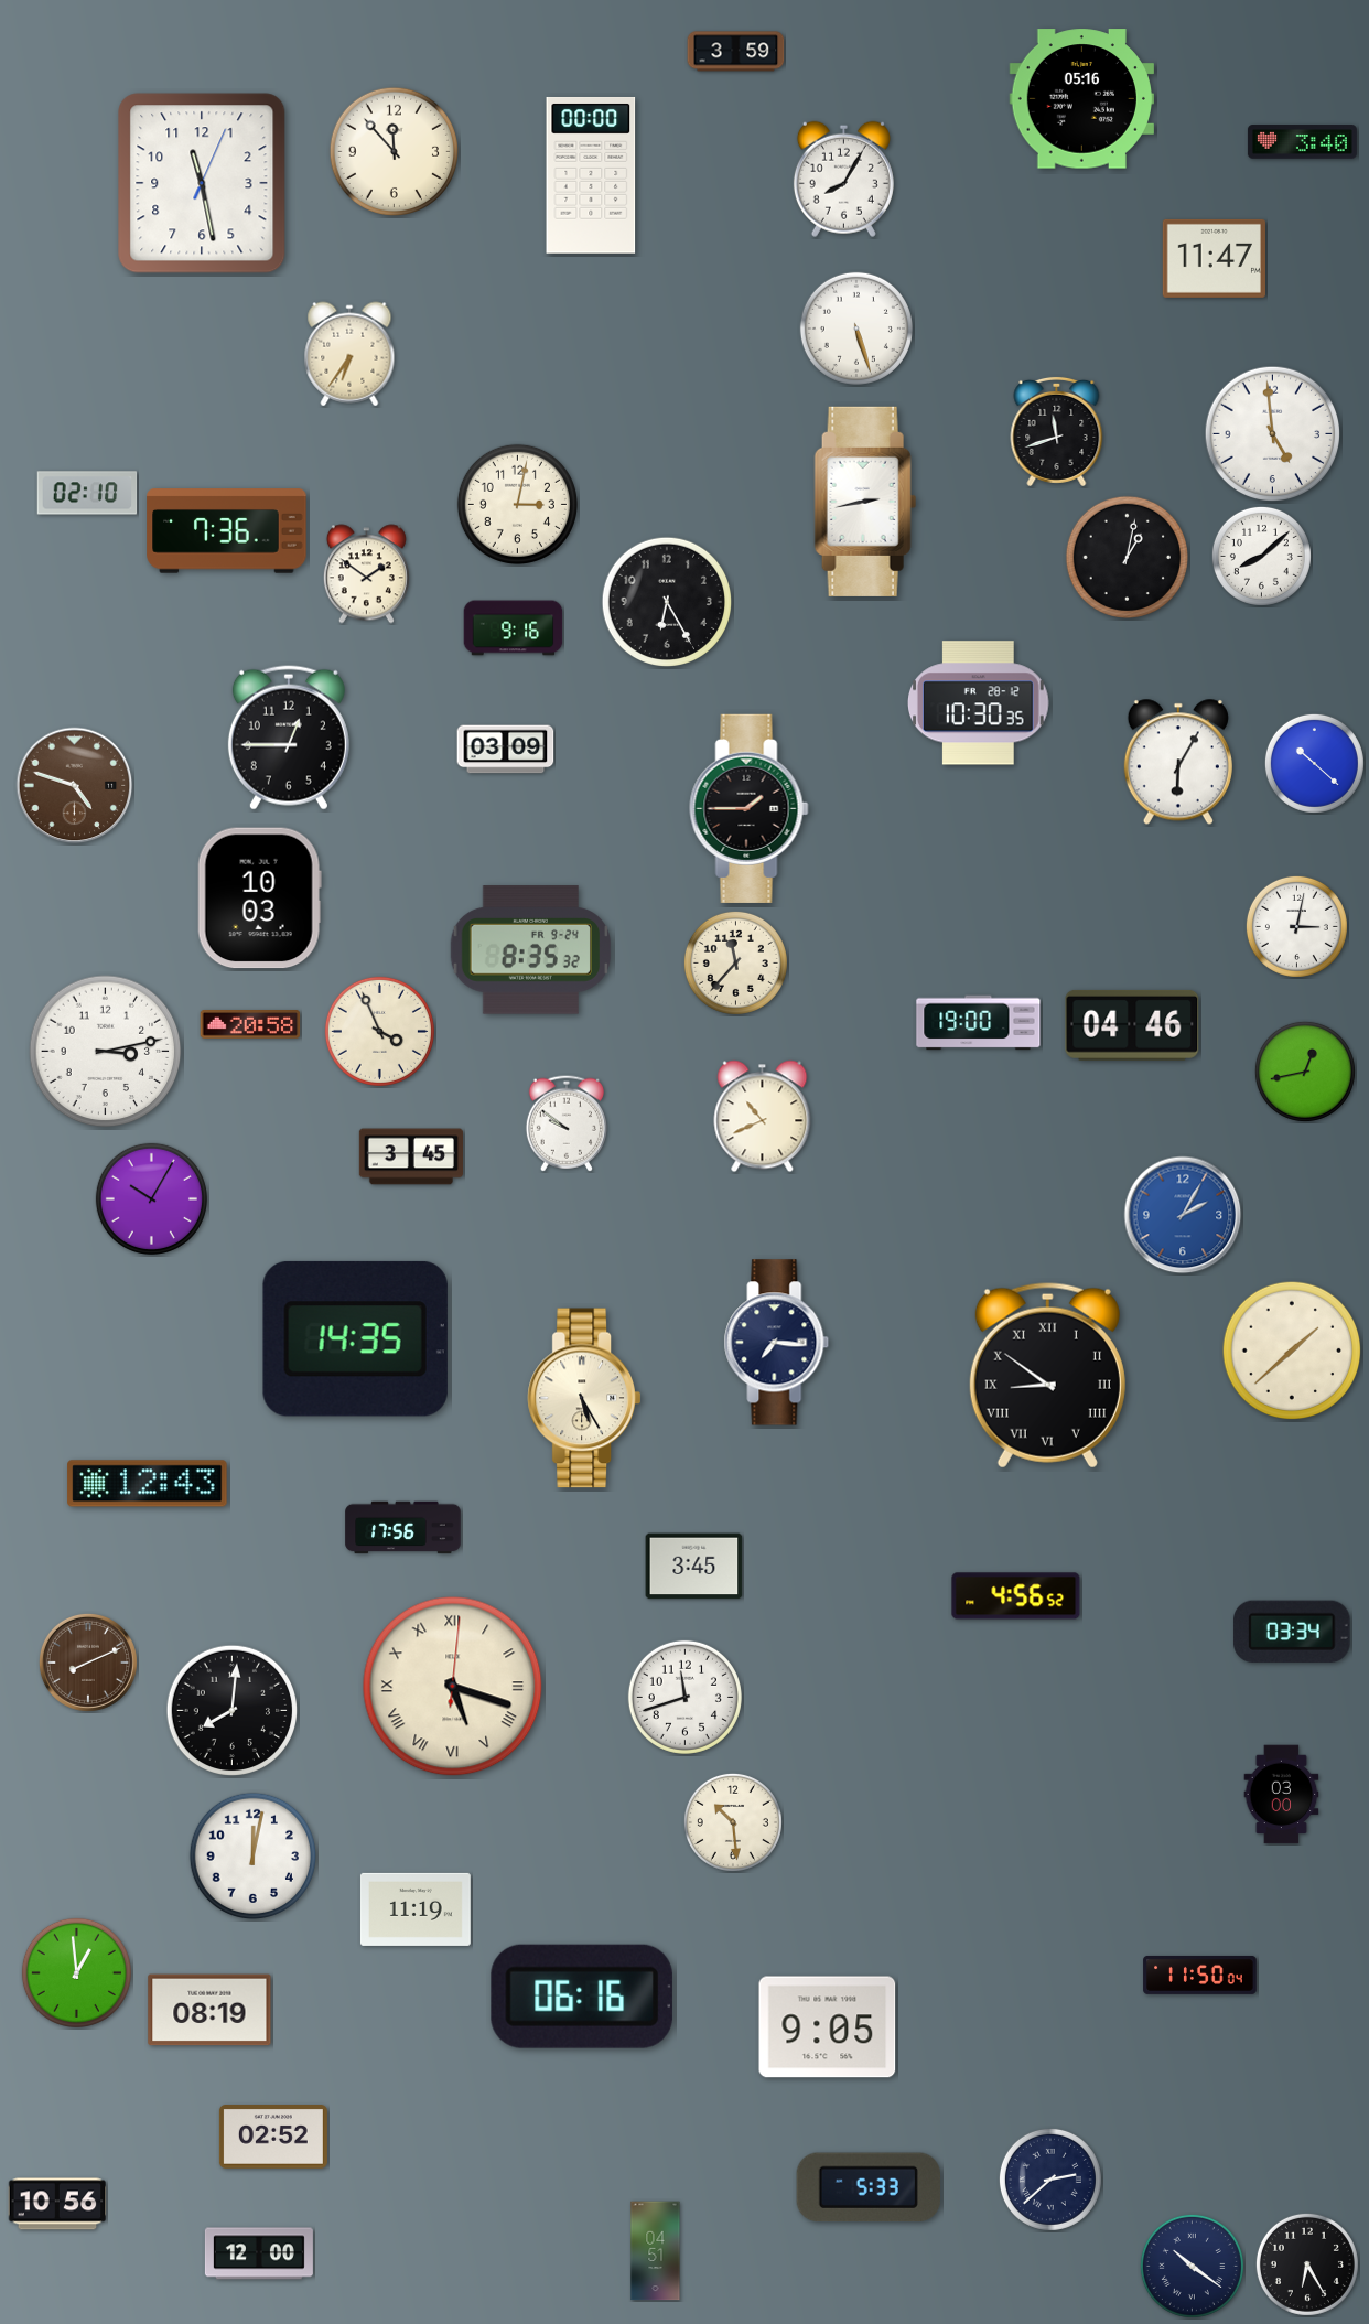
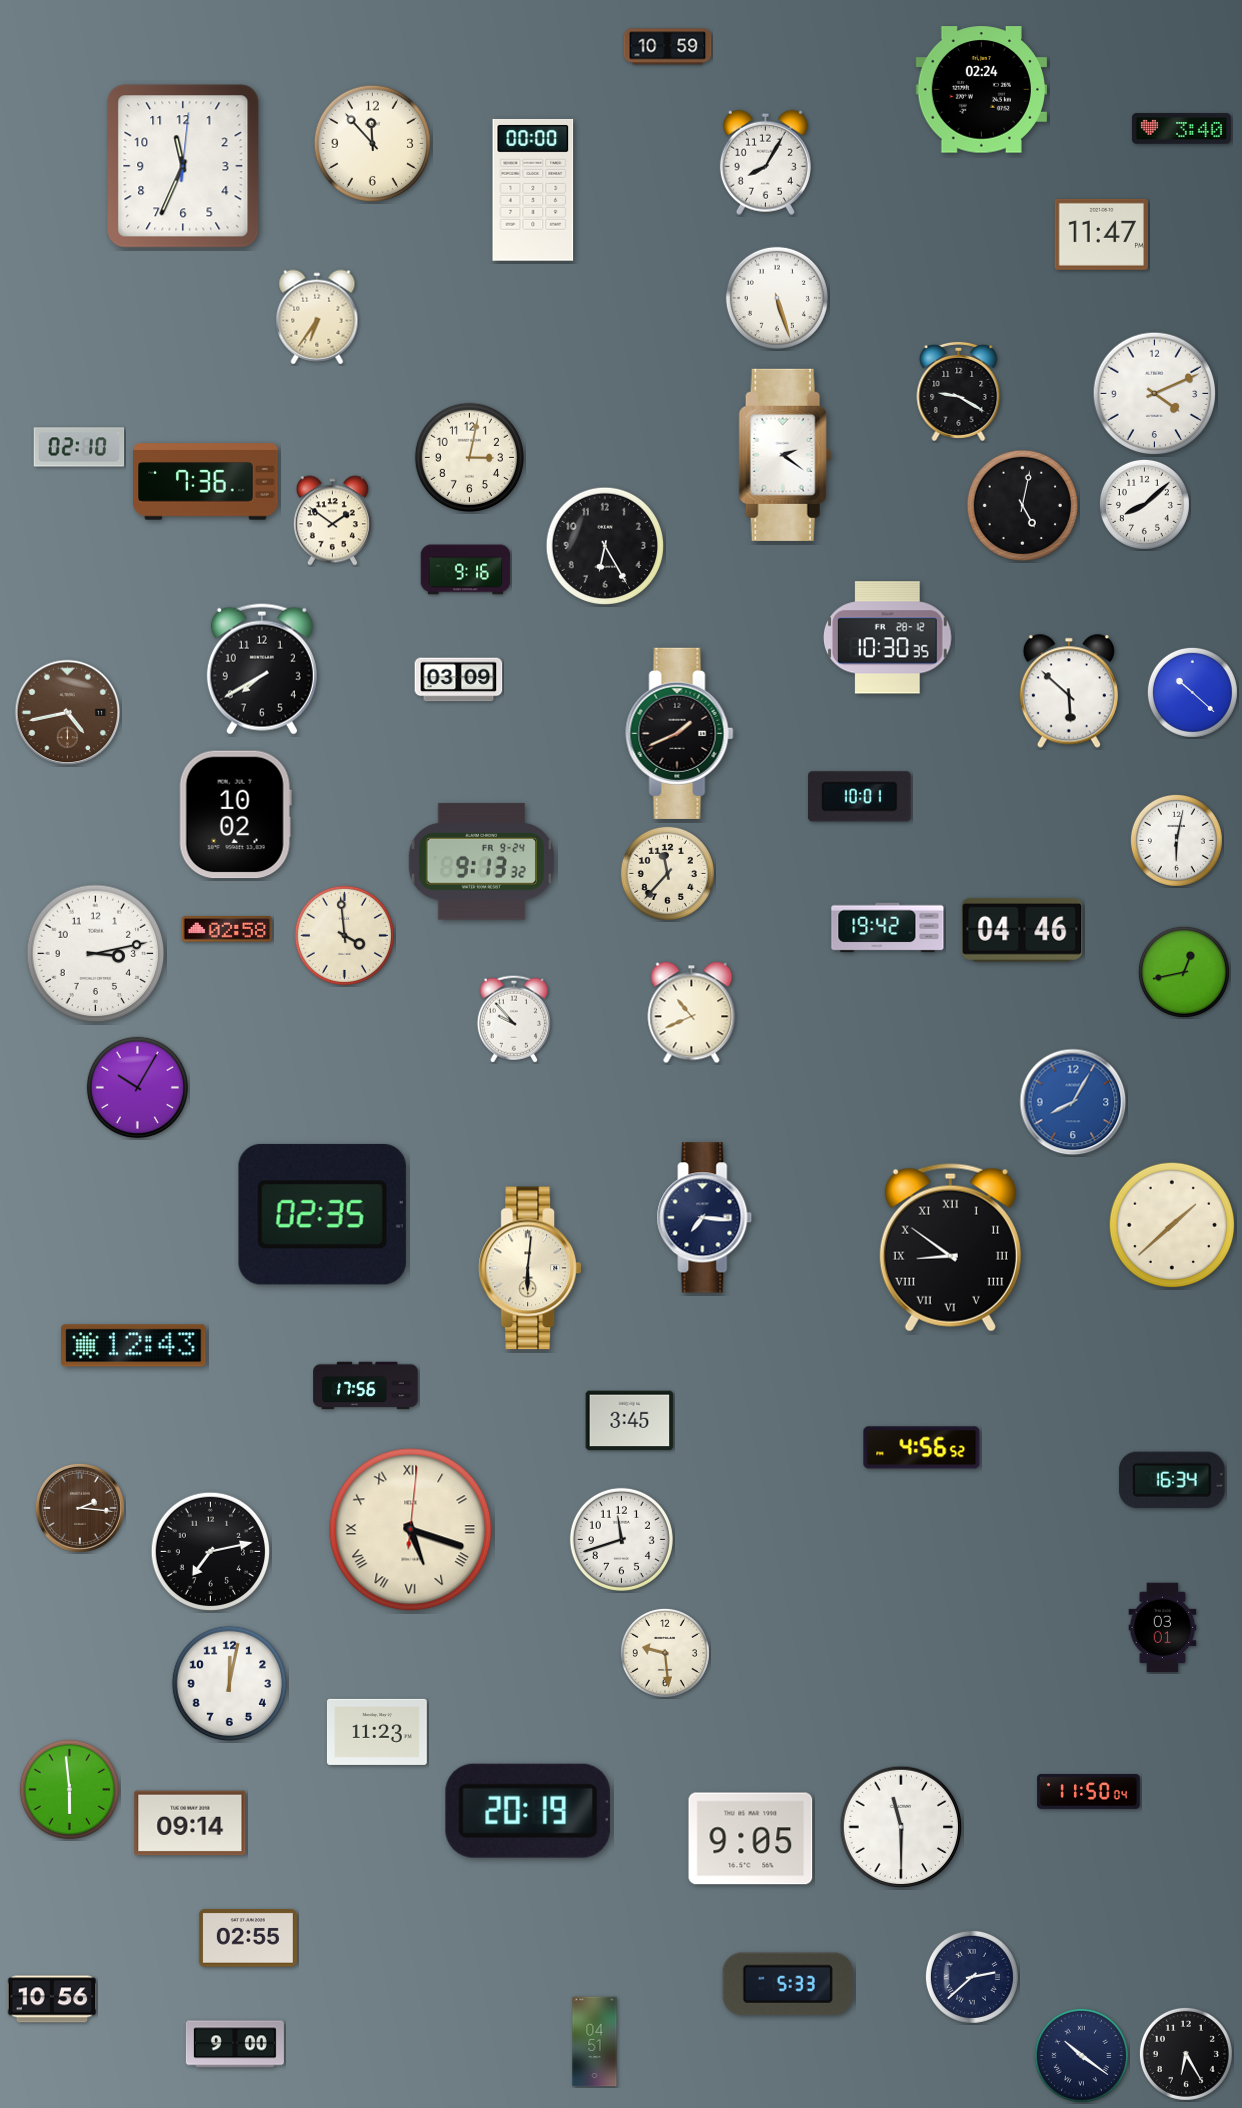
clock at (736, 52): 3:59 -> 10:59
clock at (1081, 99): 05:16 -> 02:24
clock at (394, 151) position: (394, 151) -> (372, 143)
clock at (591, 175) position: (591, 175) -> (533, 190)
clock at (202, 183): 11:28 -> 11:34
clock at (349, 354) position: (349, 354) -> (317, 317)
clock at (1057, 431): 11:42 -> 9:20
clock at (1273, 434): 4:59 -> 4:11
clock at (865, 502): 2:43 -> 2:21
clock at (1127, 557): 1:02 -> 5:02
clock at (289, 738): 12:45 -> 7:40
clock at (1178, 762): 6:05 -> 5:52
clock at (75, 786): 4:48 -> 4:43
clock at (750, 808): 1:45 -> 1:41
clock at (859, 797): none -> 10:01
clock at (259, 899): 10:03 -> 10:02
clock at (1296, 926): 3:02 -> 6:02
clock at (531, 950): 8:35 -> 9:13
clock at (979, 1023): 19:00 -> 19:42
clock at (250, 1024): 20:58 -> 02:58
clock at (1132, 1025) position: (1132, 1025) -> (1022, 930)
clock at (379, 1031): 3:56 -> 3:59
clock at (567, 1123): 9:51 -> 9:53
clock at (410, 1156): 3:45 -> none
clock at (1183, 1215): 2:05 -> 8:05
clock at (355, 1338): 14:35 -> 02:35
clock at (583, 1398): 5:25 -> 6:01
clock at (1292, 1632): 03:34 -> 16:34
clock at (88, 1663): 8:11 -> 2:16
clock at (231, 1710): 8:01 -> 7:13
clock at (1282, 1795): 03:00 -> 03:01
clock at (733, 1822): 10:29 -> 9:29
clock at (416, 1909): 11:19 -> 11:23
clock at (76, 1972): 12:59 -> 5:59
clock at (582, 1997): 06:16 -> 20:19
clock at (209, 2010): 08:19 -> 09:14
clock at (901, 1827): none -> 11:30
clock at (273, 2137): 02:52 -> 02:55
clock at (1050, 2180) position: (1050, 2180) -> (972, 1977)
clock at (259, 2253): 12:00 -> 9:00
